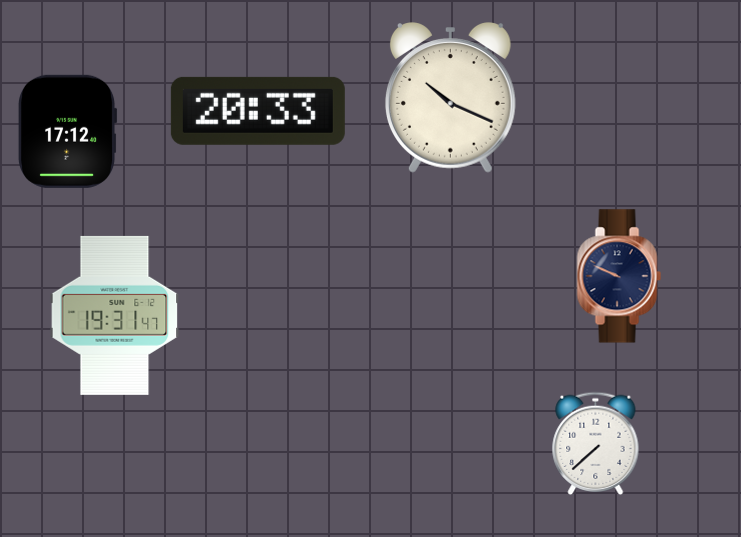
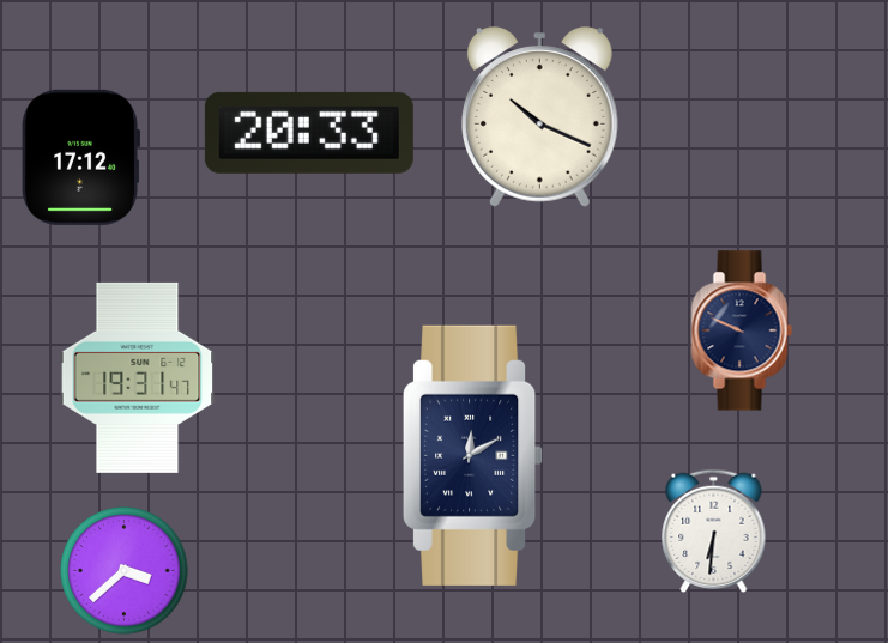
clock at (473, 455): none -> 12:10
clock at (596, 443): 7:38 -> 6:31
clock at (125, 571): none -> 3:38
